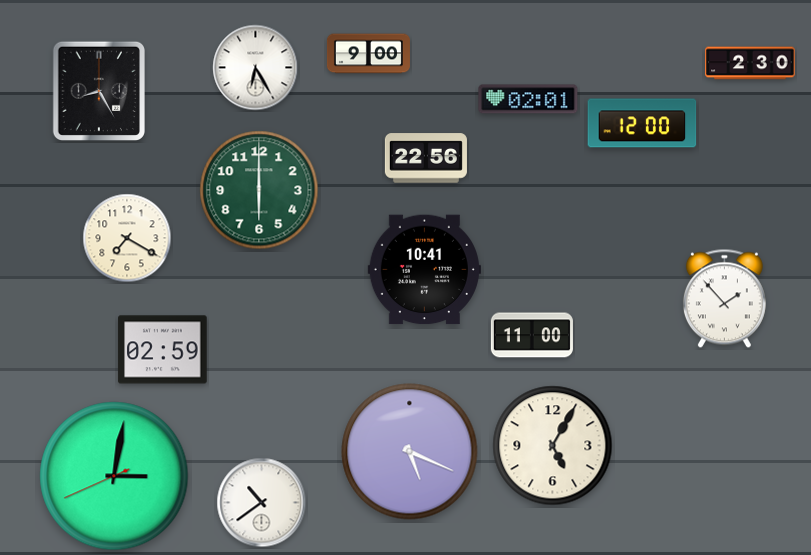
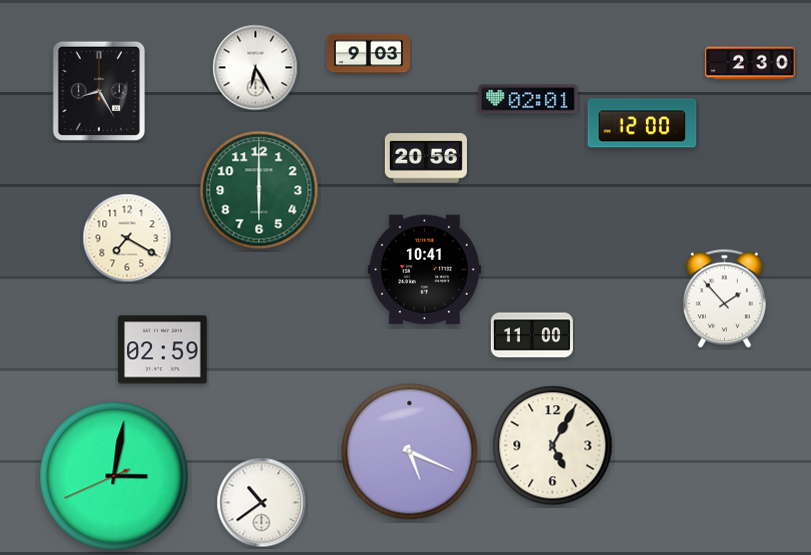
clock at (368, 54): 9:00 -> 9:03
clock at (426, 158): 22:56 -> 20:56
